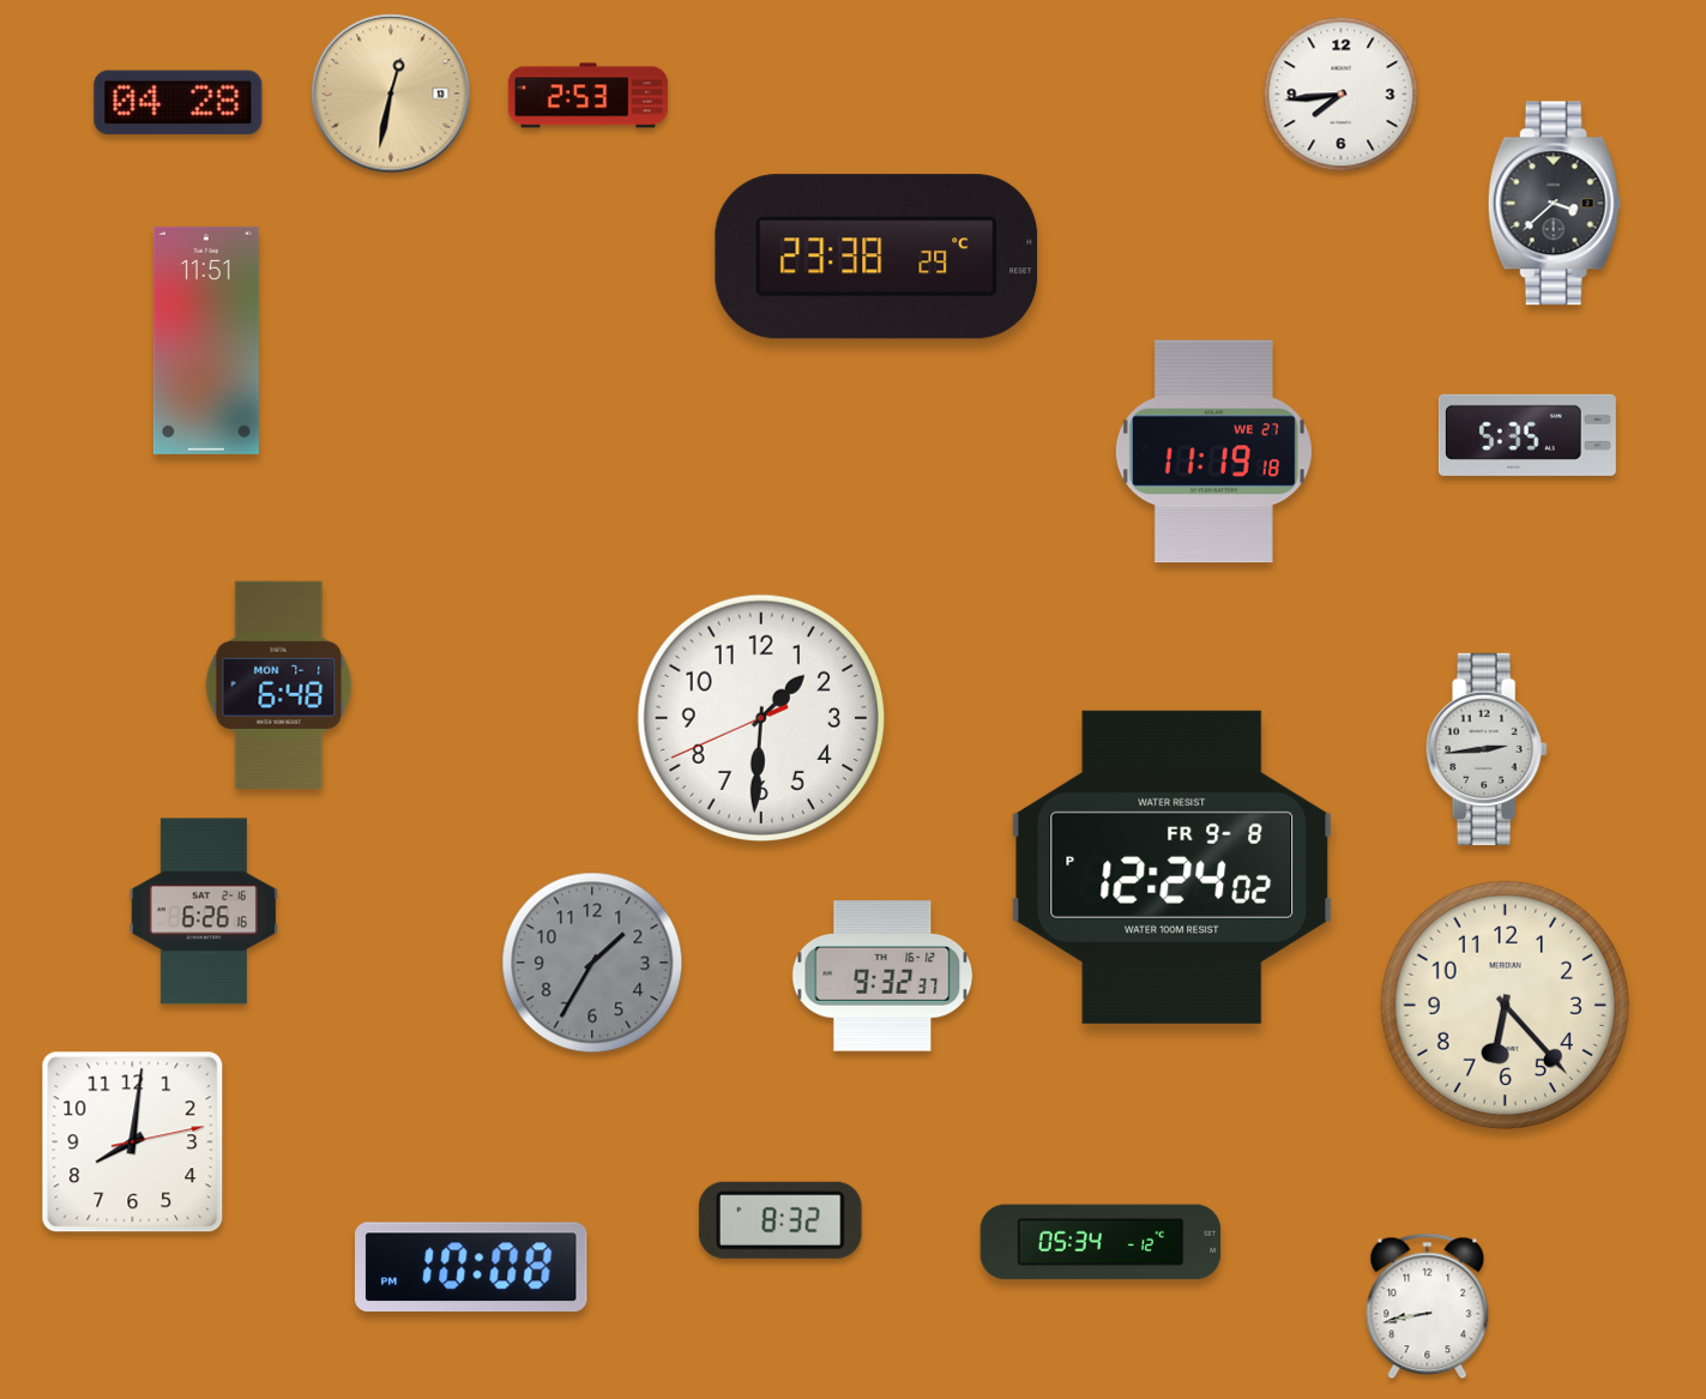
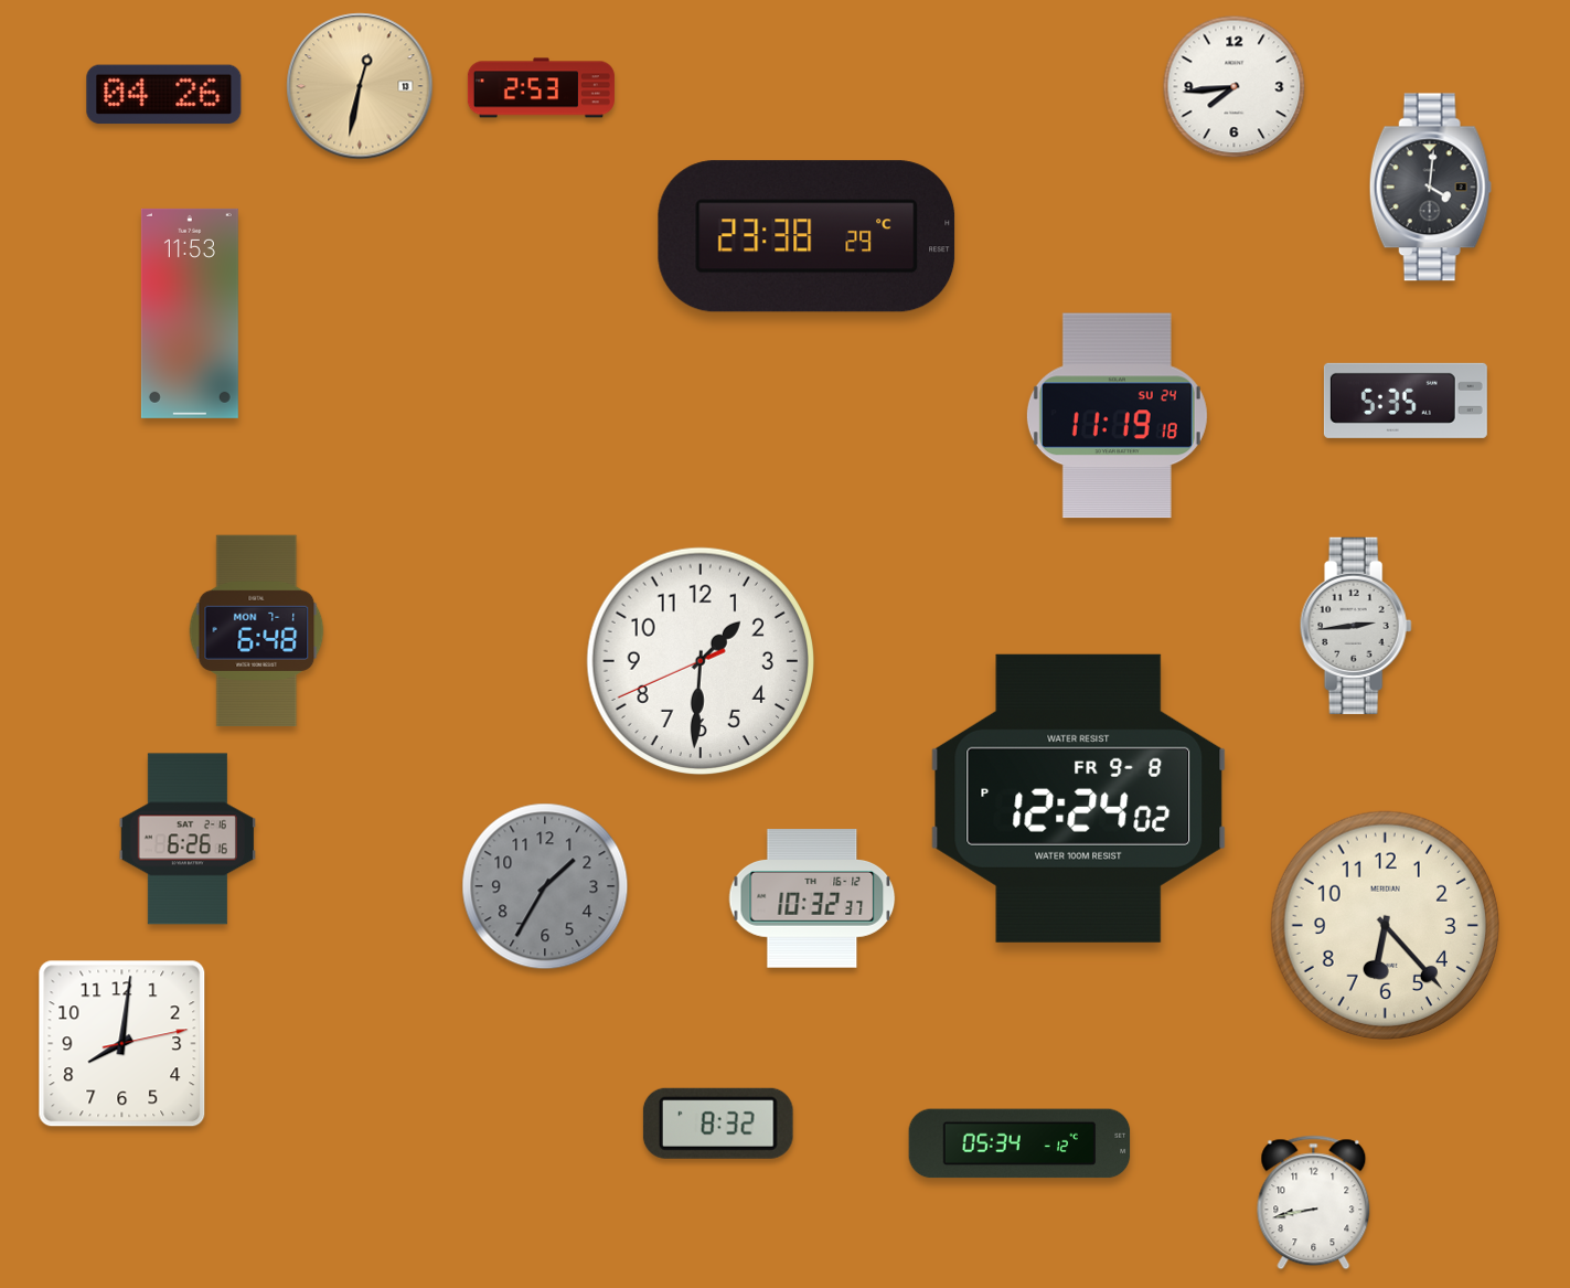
clock at (179, 103): 04:28 -> 04:26
clock at (1554, 204): 3:38 -> 4:01
clock at (206, 340): 11:51 -> 11:53
clock at (1213, 452) date: WE 27 -> SU 24
clock at (1487, 749) position: (1487, 749) -> (1356, 626)
clock at (882, 976): 9:32 -> 10:32
clock at (133, 1142) position: (133, 1142) -> (122, 1044)
clock at (1101, 1242) position: (1101, 1242) -> (1019, 1143)
clock at (472, 1266): 10:08 -> none
